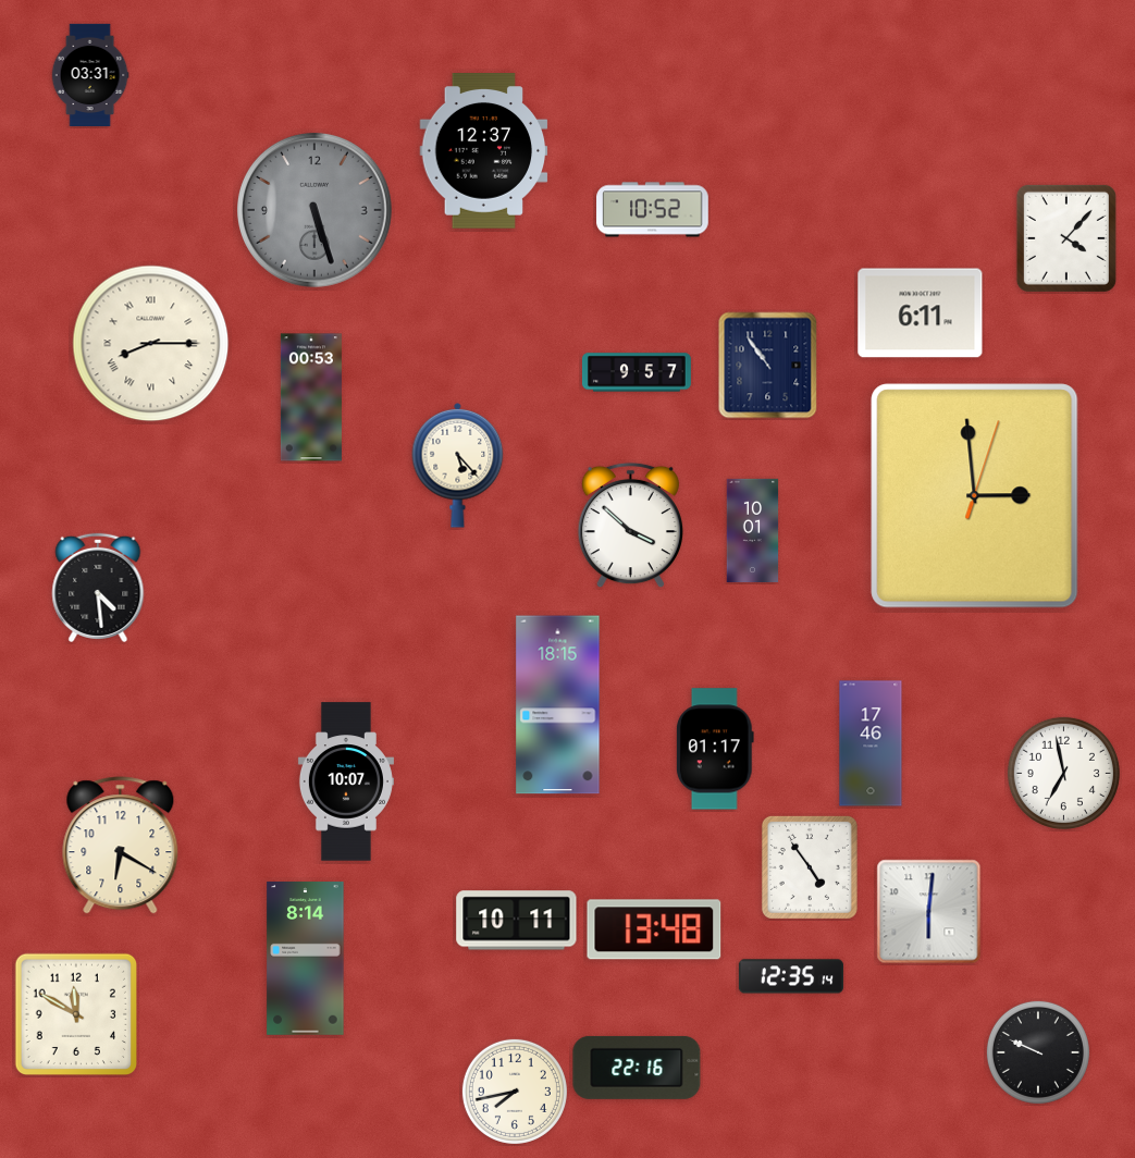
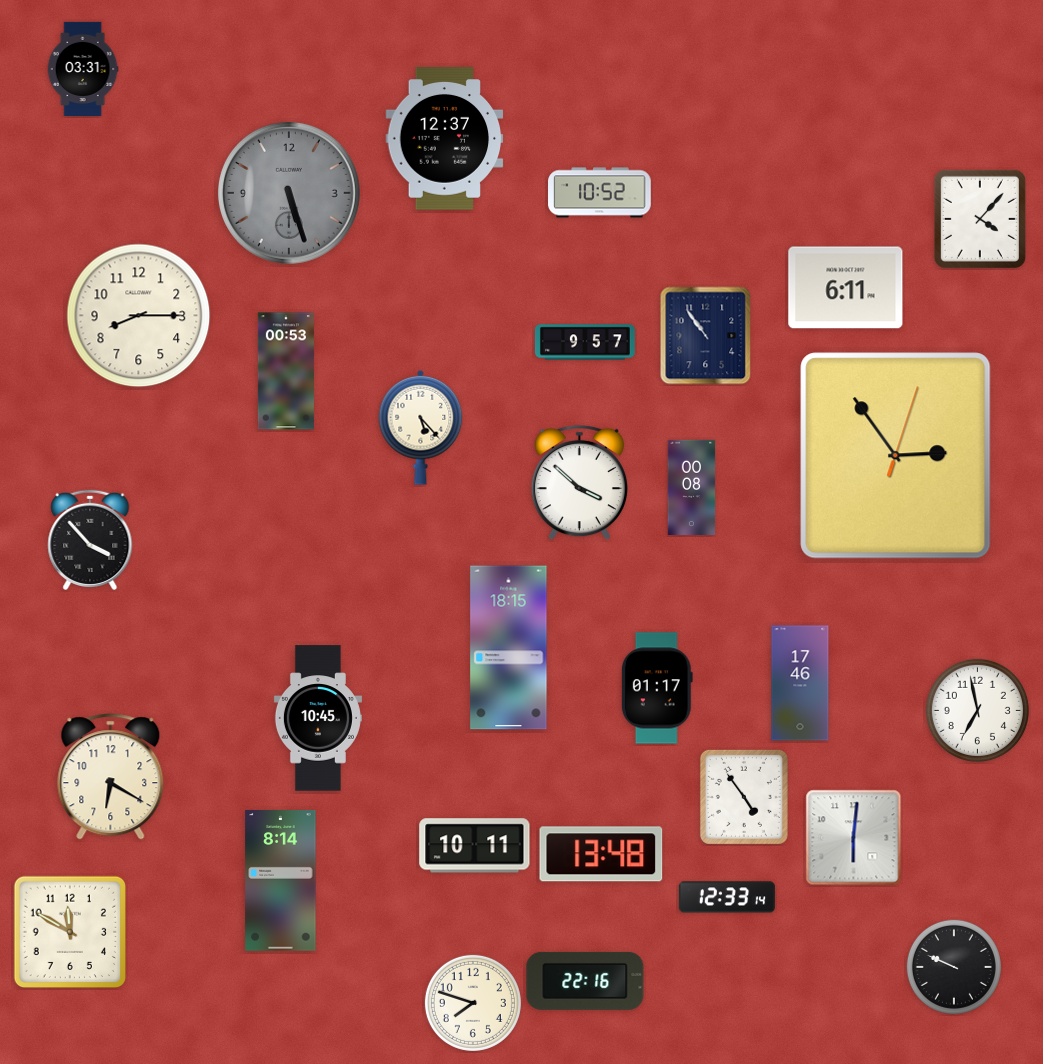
clock at (151, 344) numerals: Roman -> Arabic
clock at (311, 397) position: (311, 397) -> (286, 371)
clock at (975, 496): 2:59 -> 2:54
clock at (753, 530): 10:01 -> 00:08
clock at (98, 588): 4:29 -> 3:53
clock at (558, 705) position: (558, 705) -> (509, 648)
clock at (346, 781): 10:07 -> 10:45
clock at (791, 976): 12:35 -> 12:33
clock at (515, 1092): 7:43 -> 7:48
